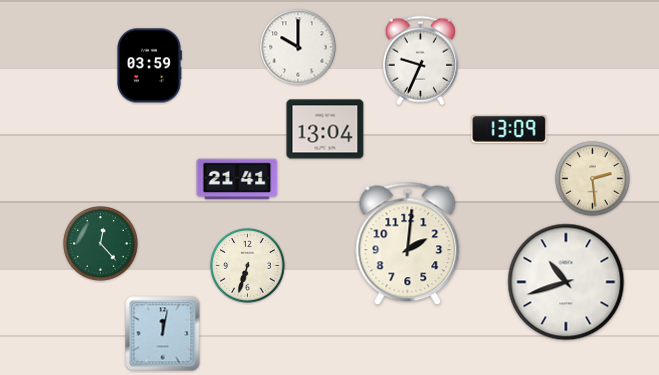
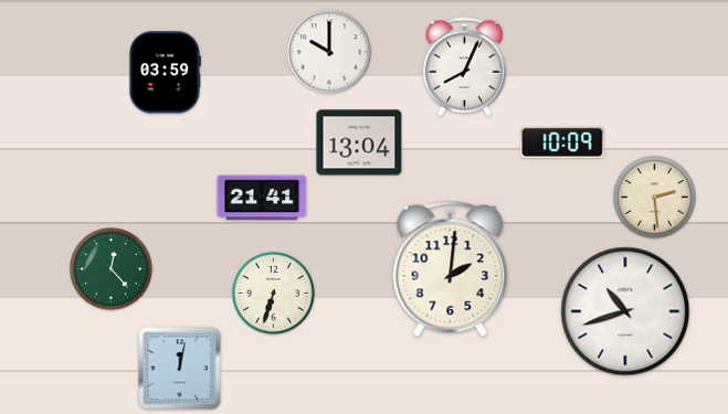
clock at (420, 61): 9:34 -> 8:04
clock at (509, 129): 13:09 -> 10:09
